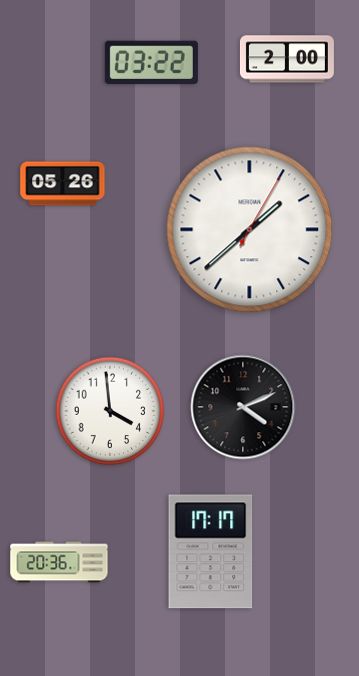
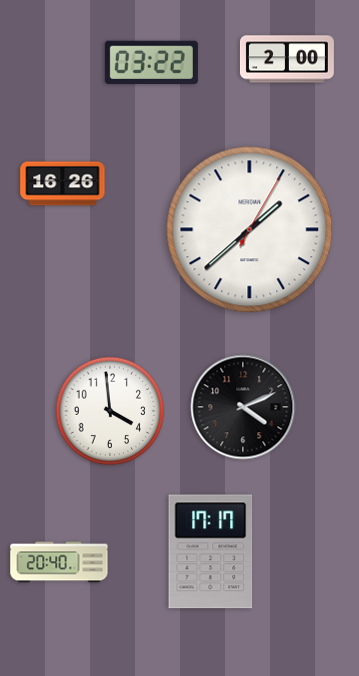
clock at (63, 184): 05:26 -> 16:26
clock at (59, 562): 20:36 -> 20:40
